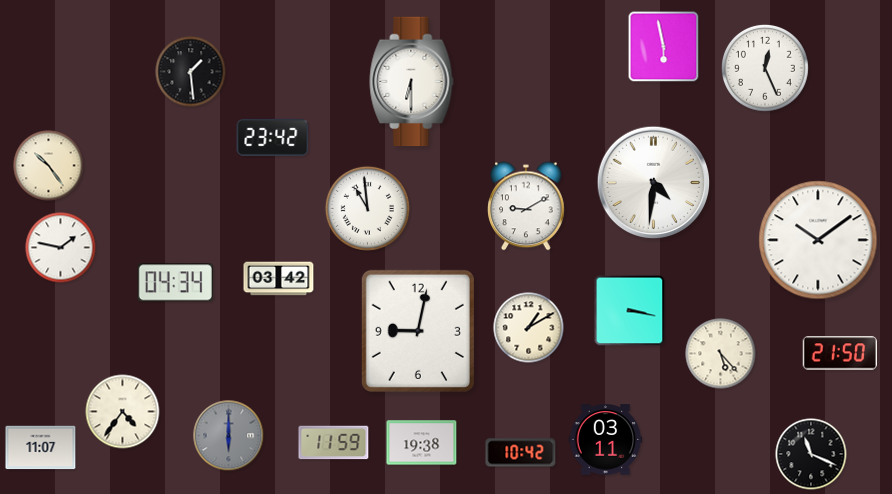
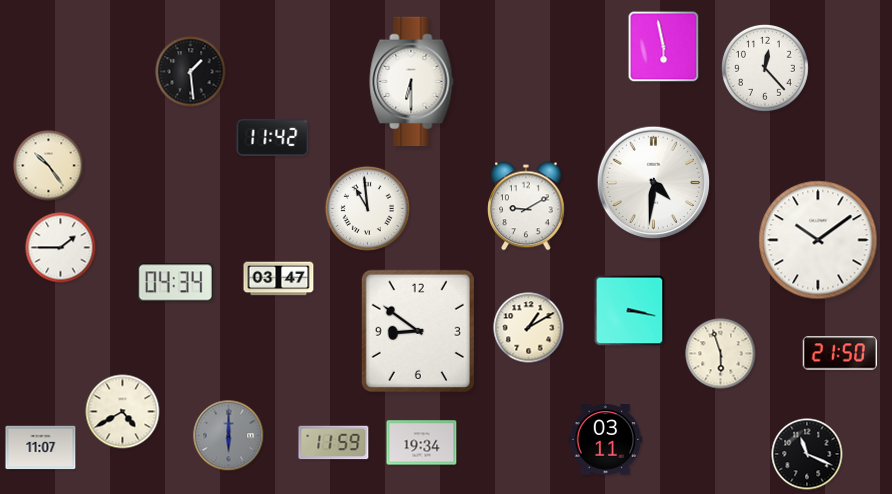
clock at (765, 68): 12:26 -> 12:23
clock at (273, 137): 23:42 -> 11:42
clock at (61, 248): 1:47 -> 1:45
clock at (279, 279): 03:42 -> 03:47
clock at (418, 331): 9:02 -> 8:51
clock at (721, 354): 5:23 -> 5:57
clock at (123, 412): 4:36 -> 4:40
clock at (422, 443): 19:38 -> 19:34
clock at (521, 453): 10:42 -> none
clock at (811, 454) position: (811, 454) -> (807, 454)
